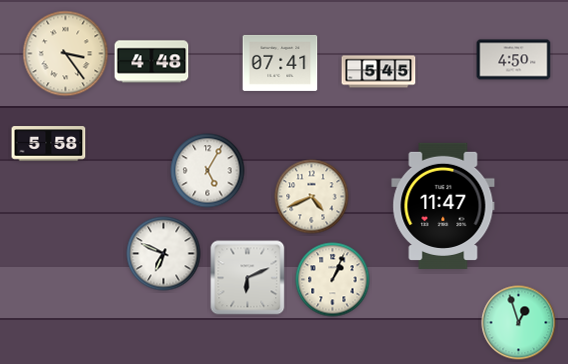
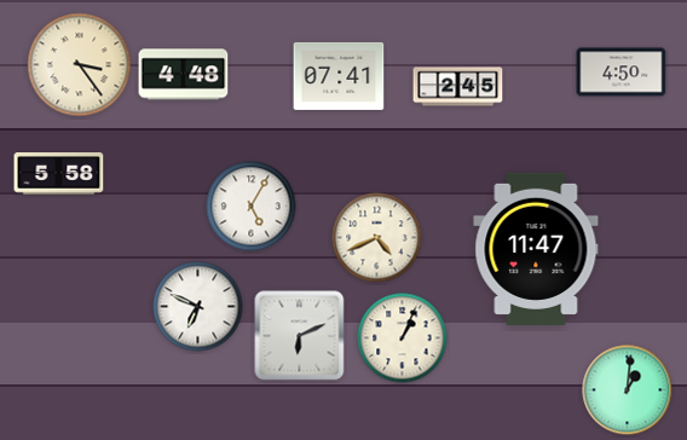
clock at (379, 72): 5:45 -> 2:45
clock at (519, 323): 12:57 -> 1:01
